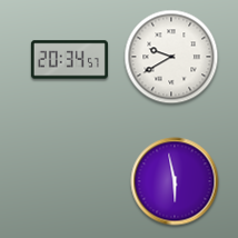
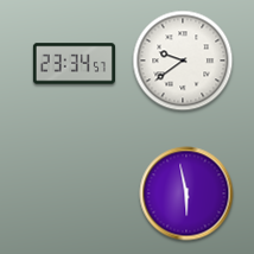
clock at (171, 57): 9:40 -> 9:39
clock at (69, 60): 20:34 -> 23:34
